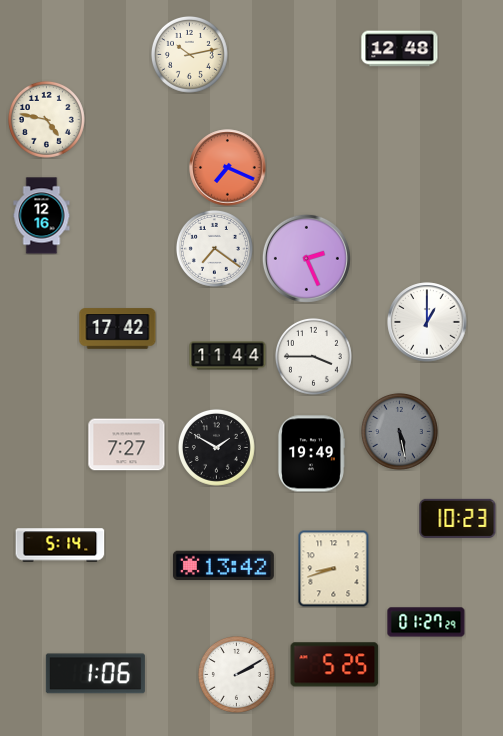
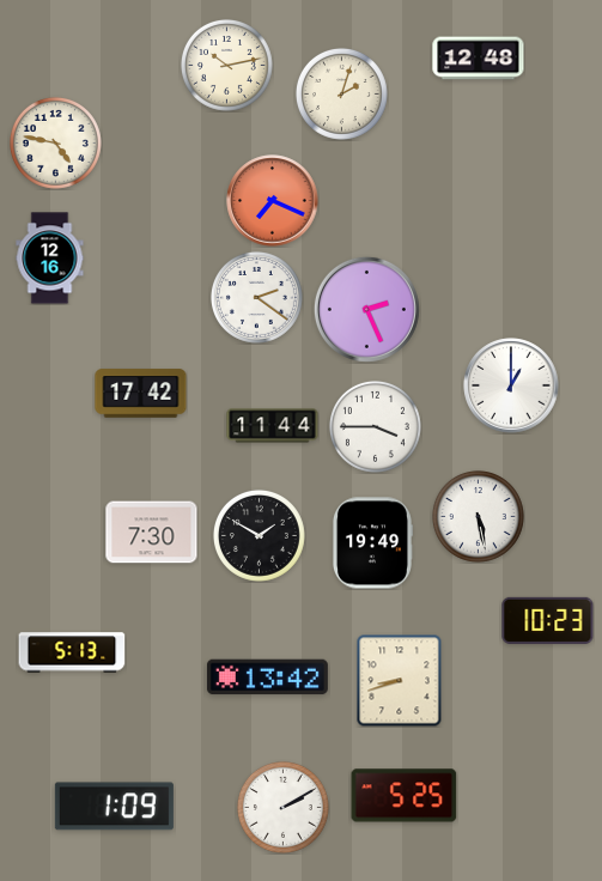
clock at (341, 93): none -> 2:03
clock at (214, 248): 7:21 -> 2:21
clock at (399, 431) dial: grey -> white
clock at (127, 445): 7:27 -> 7:30
clock at (60, 545): 5:14 -> 5:13
clock at (426, 622): 01:27 -> none
clock at (335, 665) position: (335, 665) -> (405, 796)
clock at (95, 674): 1:06 -> 1:09
